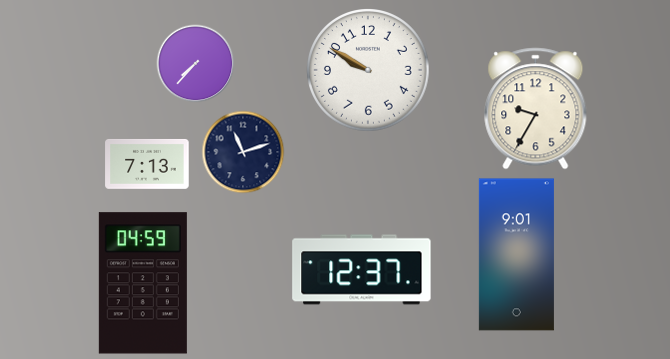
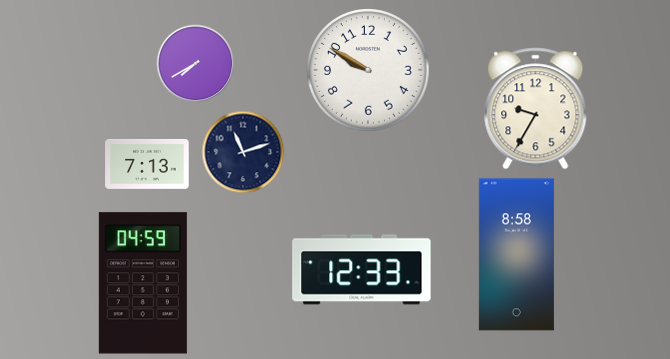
clock at (195, 63): 7:37 -> 7:40
clock at (516, 255): 9:01 -> 8:58
clock at (362, 270): 12:37 -> 12:33
